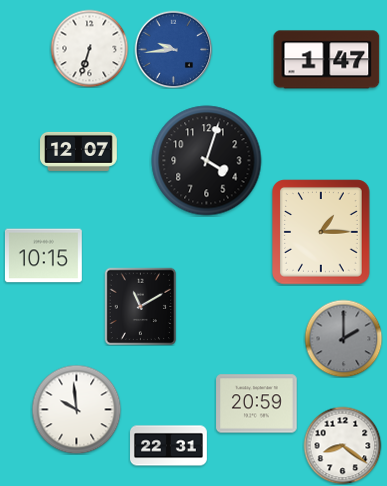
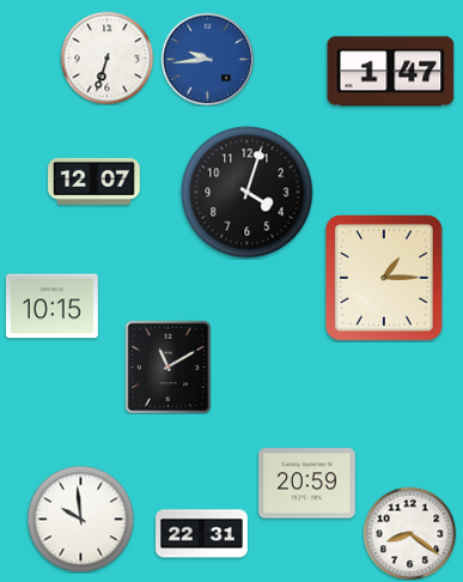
clock at (343, 338): 2:00 -> none
clock at (76, 409) position: (76, 409) -> (80, 519)
